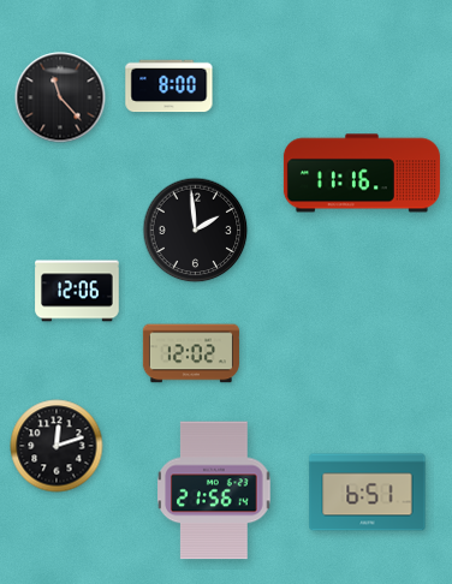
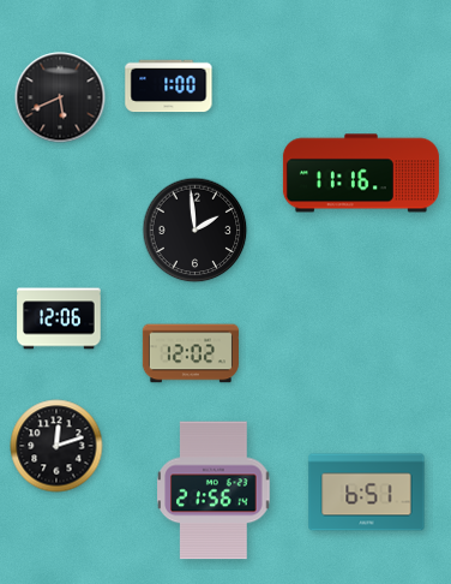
clock at (169, 87): 8:00 -> 1:00
clock at (60, 97): 11:23 -> 5:41
clock at (77, 291) position: (77, 291) -> (59, 318)
